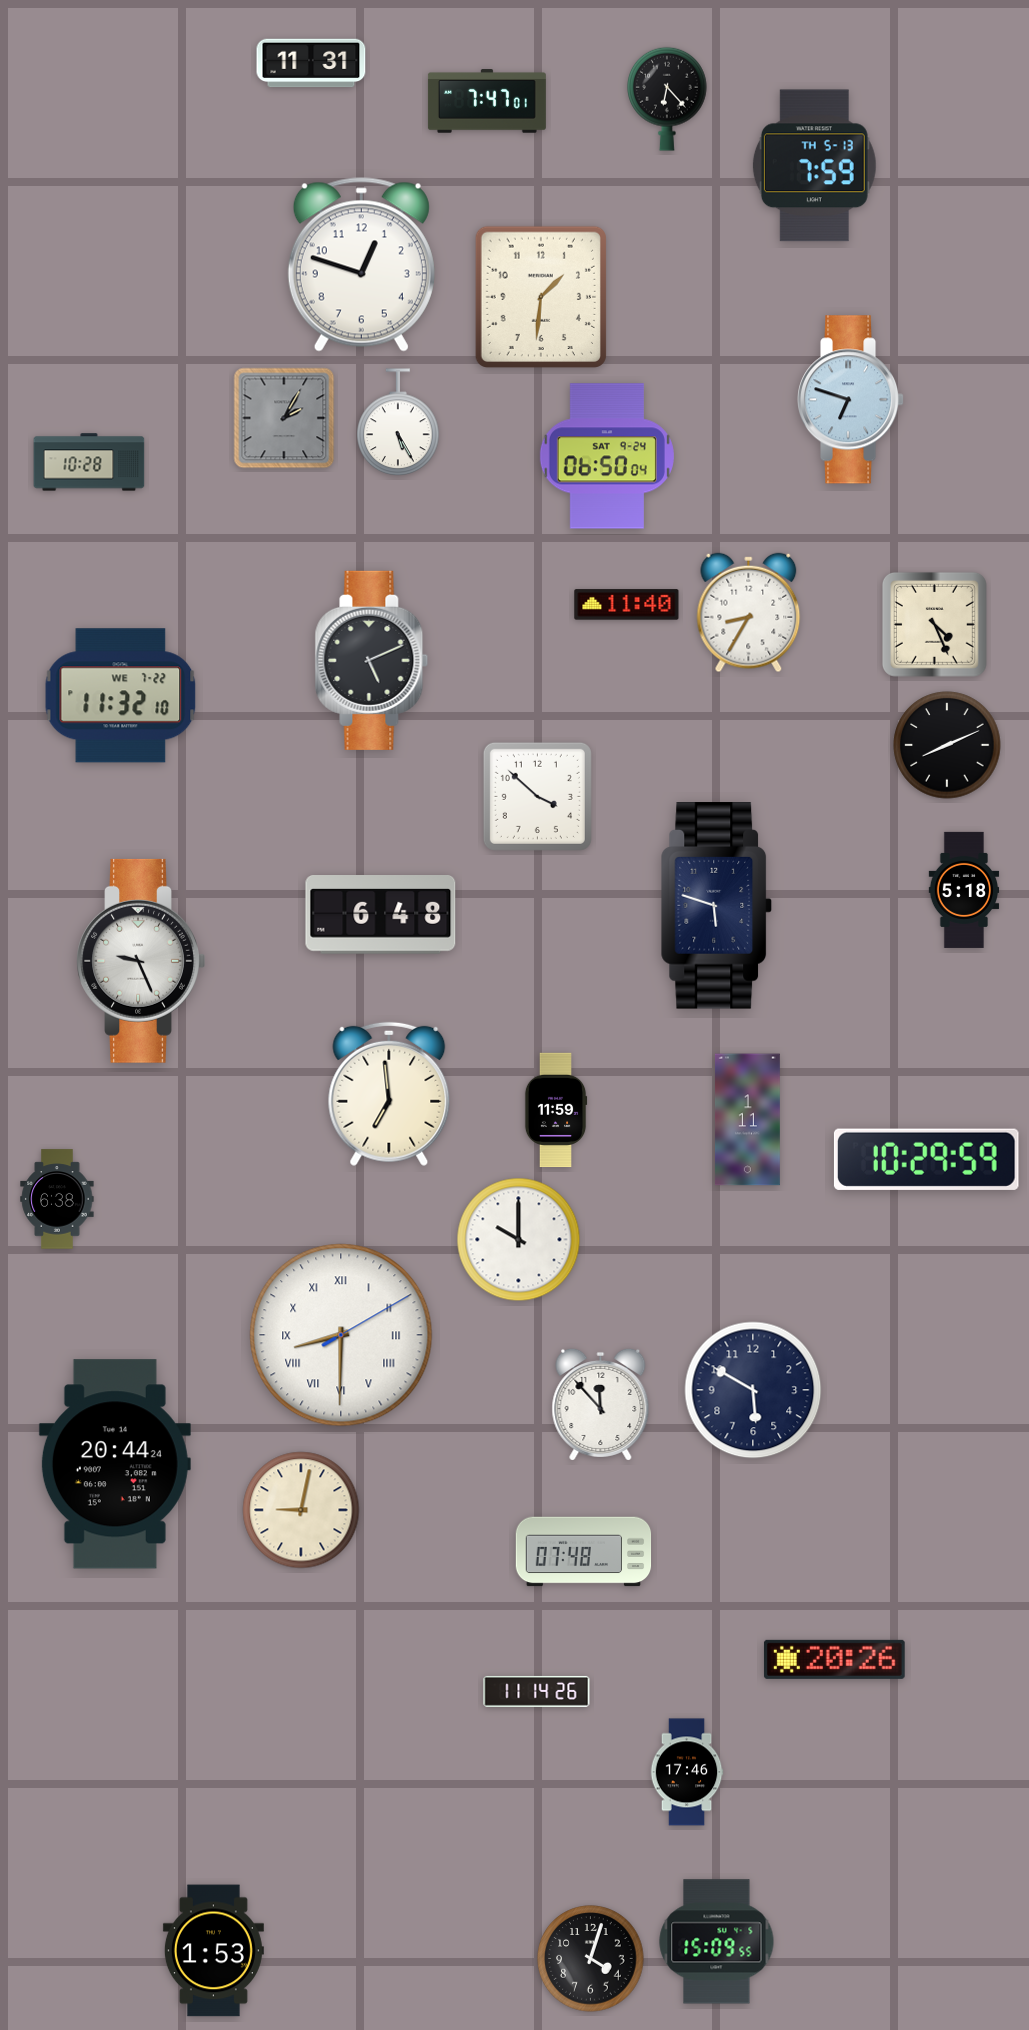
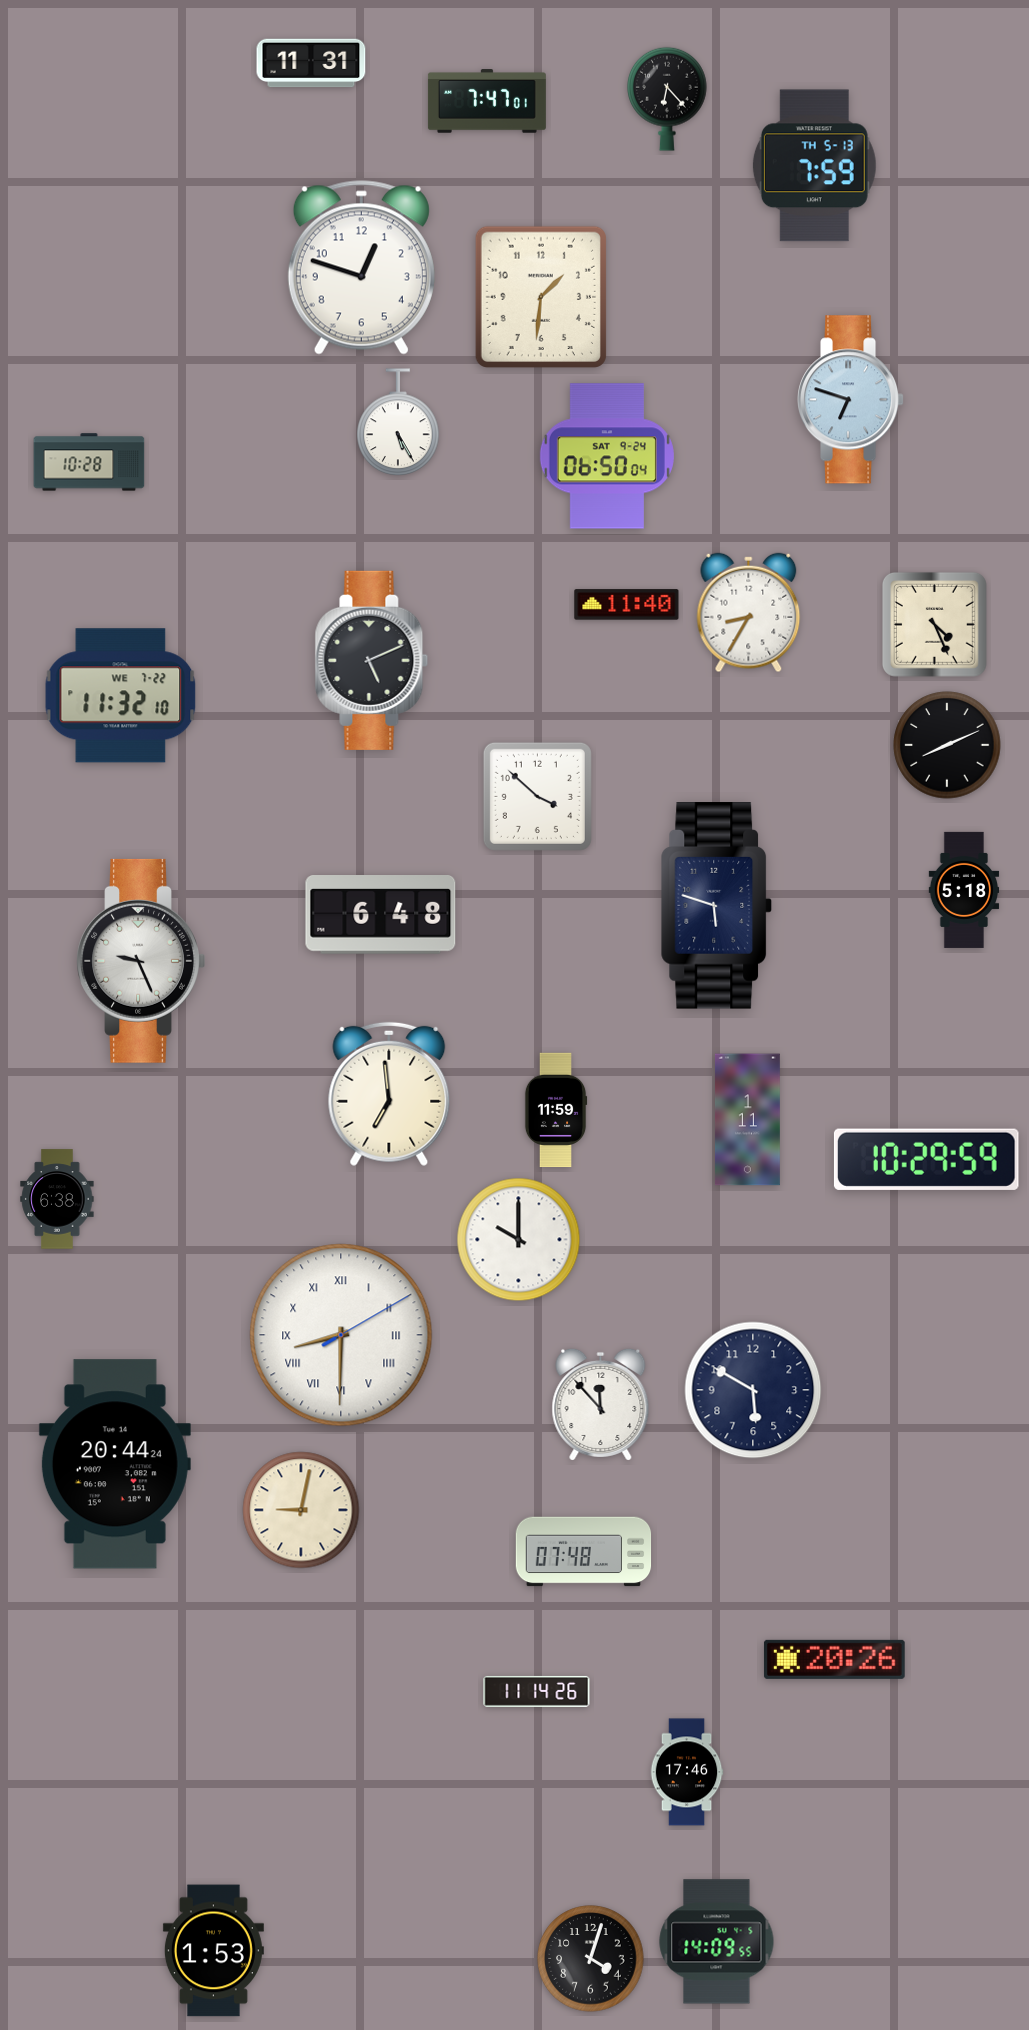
clock at (361, 265) position: (361, 265) -> (361, 268)
clock at (284, 418): 2:05 -> none
clock at (717, 1942): 15:09 -> 14:09
